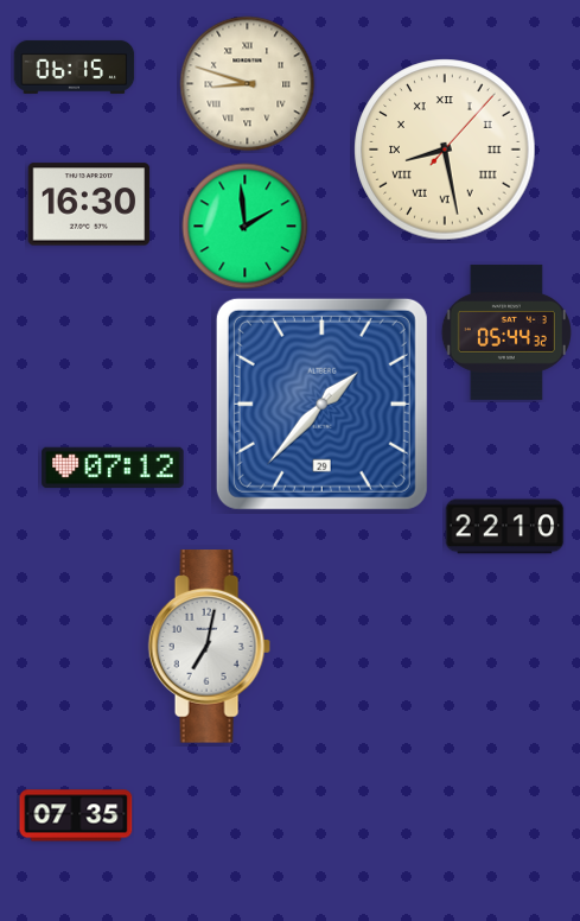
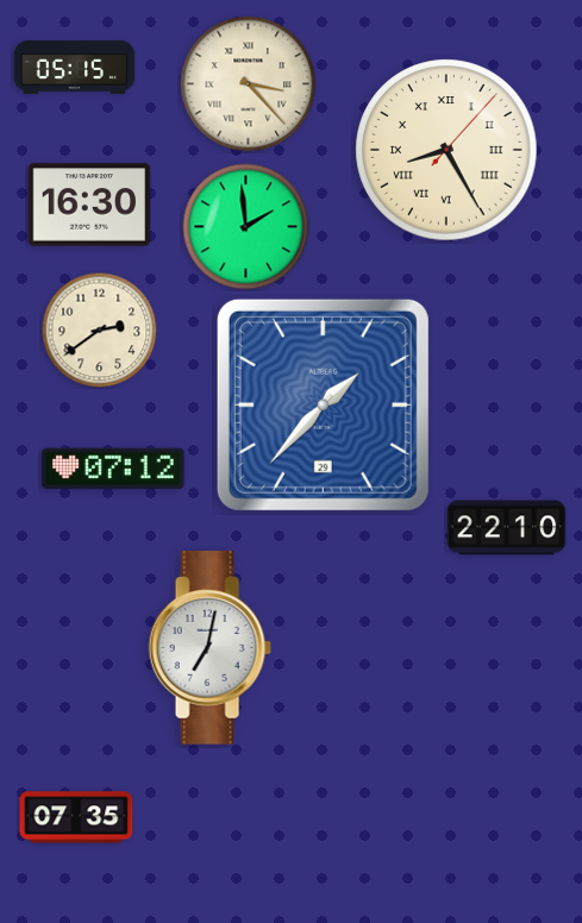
clock at (75, 66): 06:15 -> 05:15
clock at (248, 84): 8:48 -> 3:23
clock at (445, 150): 8:28 -> 8:25
clock at (99, 329): none -> 2:39
clock at (506, 332): 05:44 -> none
